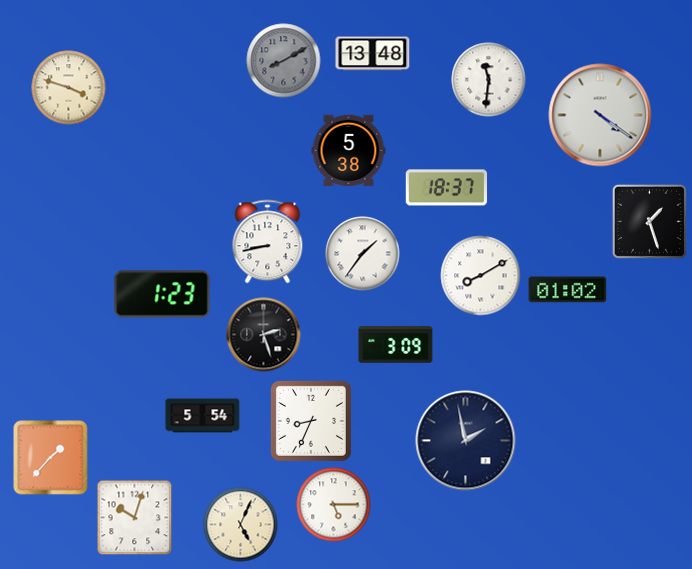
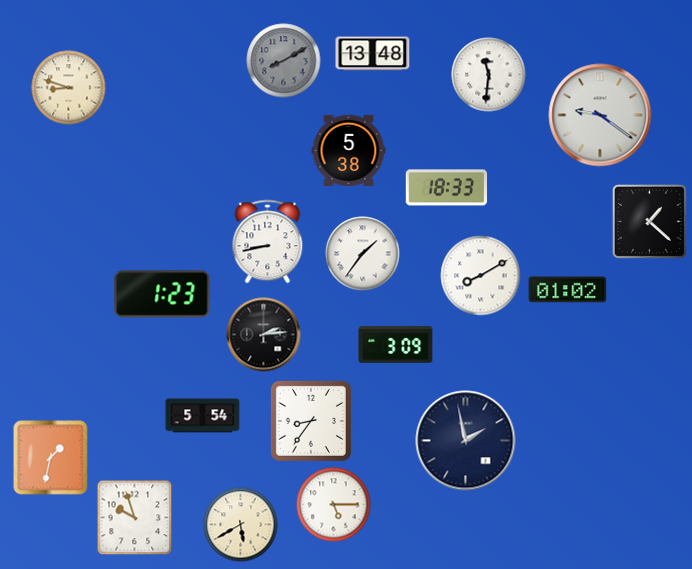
clock at (489, 80) position: (489, 80) -> (489, 75)
clock at (69, 88): 3:48 -> 8:48
clock at (600, 115): 4:21 -> 9:21
clock at (447, 188): 18:37 -> 18:33
clock at (649, 221): 1:27 -> 1:22
clock at (264, 335): 2:27 -> 2:14
clock at (311, 421): 8:34 -> 8:36
clock at (51, 458): 1:37 -> 1:32
clock at (135, 518): 10:03 -> 9:57
clock at (241, 525): 5:04 -> 5:40
